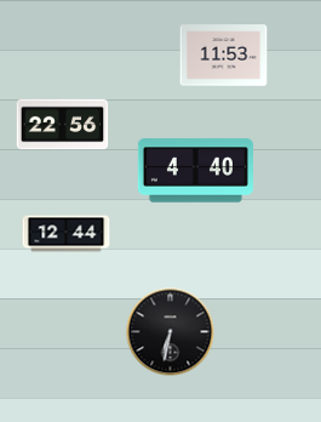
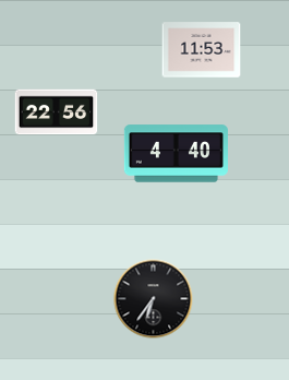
clock at (67, 234): 12:44 -> none
clock at (171, 332): 6:32 -> 6:36
